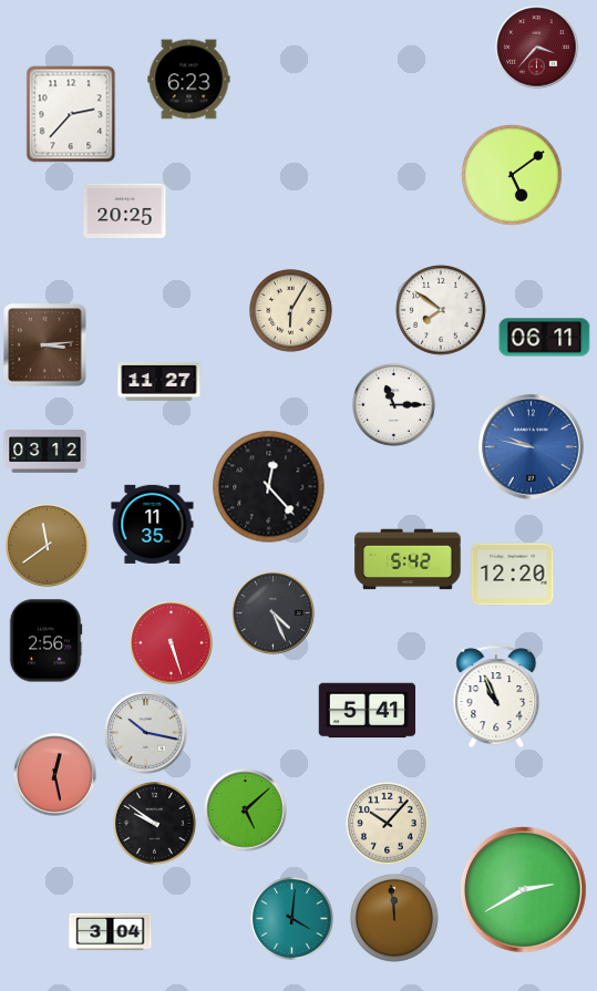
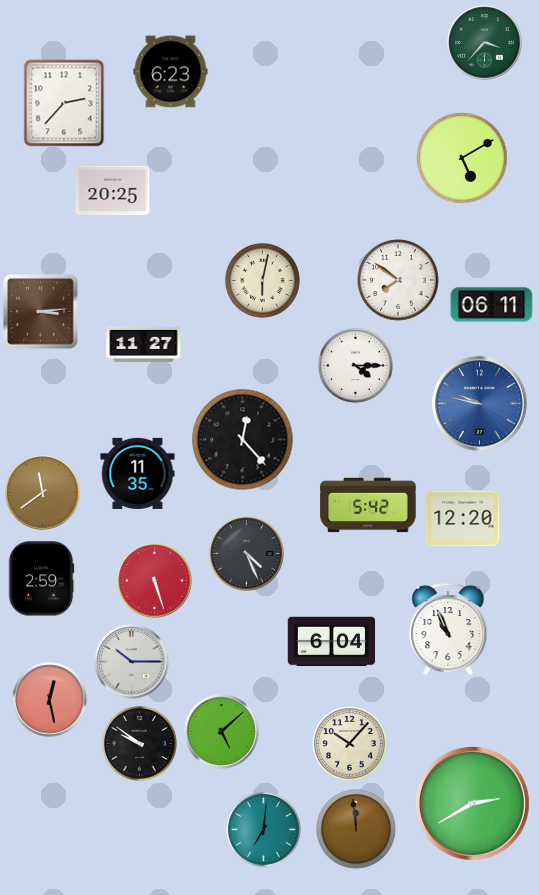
clock at (537, 48) dial: burgundy -> green
clock at (512, 175): 5:09 -> 5:10
clock at (291, 311): 6:05 -> 6:02
clock at (394, 405): 11:15 -> 4:15
clock at (45, 452): 03:12 -> none
clock at (45, 641): 2:56 -> 2:59
clock at (368, 711): 5:41 -> 6:04
clock at (146, 733): 10:17 -> 10:15
clock at (292, 919): 4:01 -> 7:01
clock at (111, 932): 3:04 -> none
